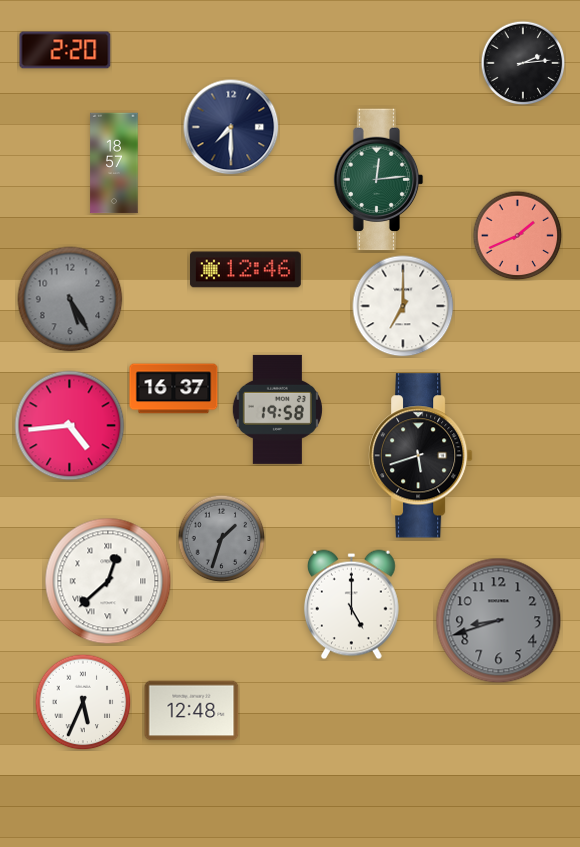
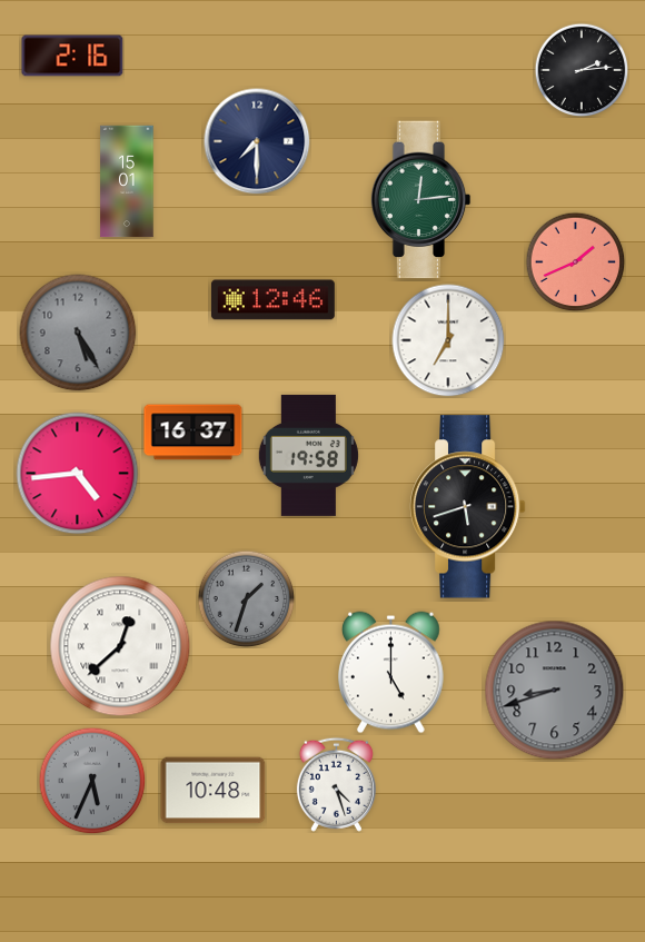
clock at (65, 50): 2:20 -> 2:16
clock at (114, 163): 18:57 -> 15:01
clock at (83, 702) dial: white -> grey
clock at (336, 784): none -> 4:27
clock at (192, 711): 12:48 -> 10:48
